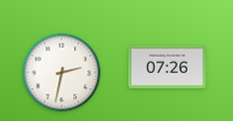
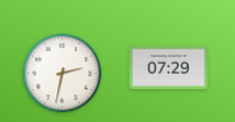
clock at (167, 66): 07:26 -> 07:29
